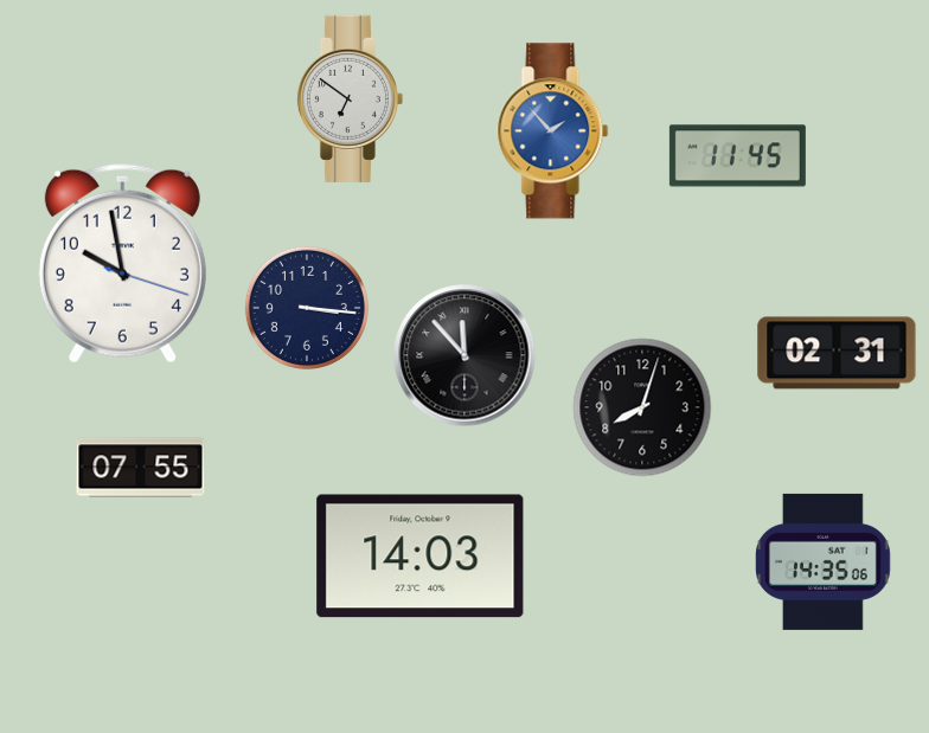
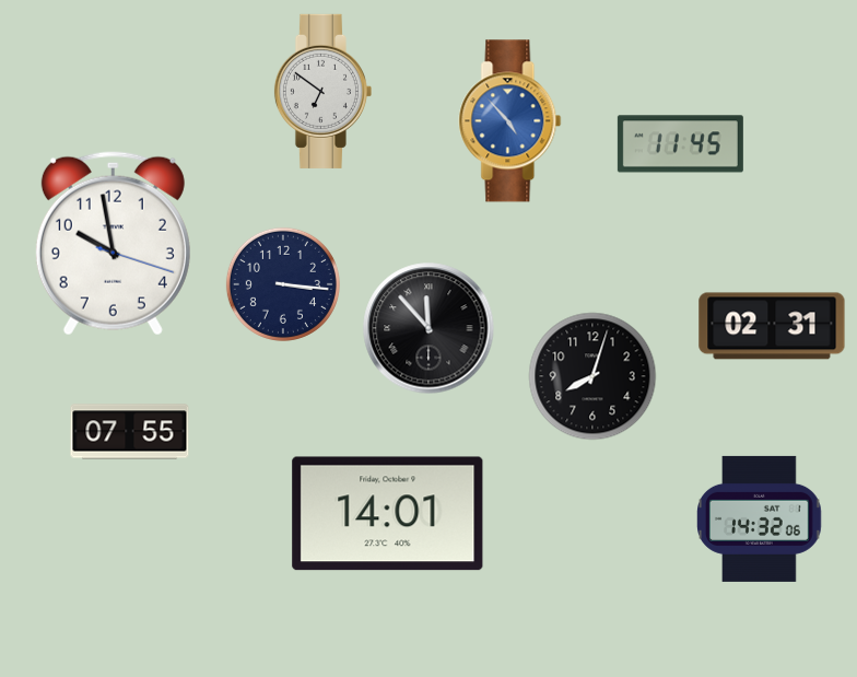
clock at (553, 131): 1:53 -> 4:53
clock at (421, 557): 14:03 -> 14:01
clock at (824, 561): 14:35 -> 14:32
